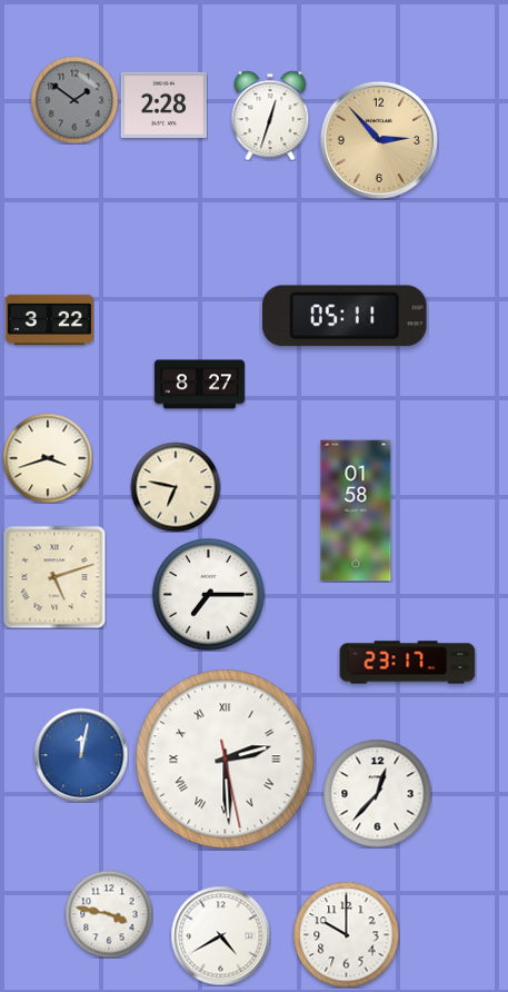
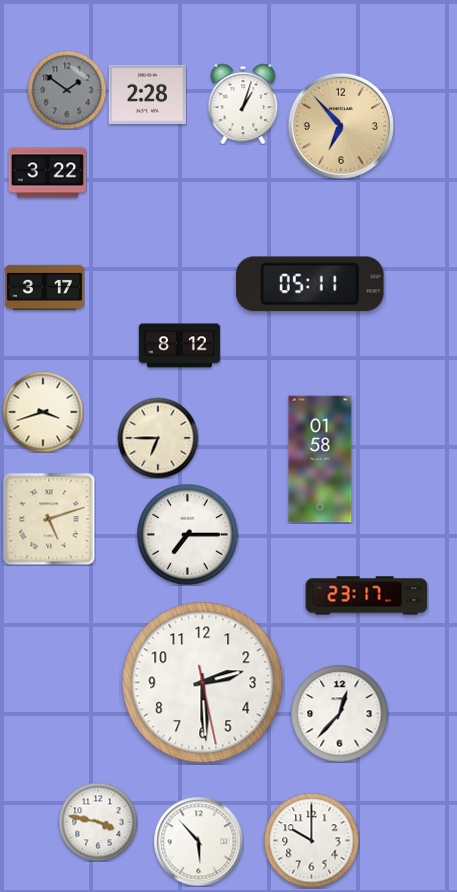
clock at (270, 116): 12:33 -> 1:03
clock at (379, 140): 2:53 -> 6:53
clock at (47, 173): none -> 3:22
clock at (49, 319): 3:22 -> 3:17
clock at (199, 385): 8:27 -> 8:12
clock at (176, 487): 6:47 -> 6:45
clock at (81, 755): 12:02 -> none
clock at (226, 760) numerals: Roman -> Arabic
clock at (220, 935): 4:40 -> 5:53
